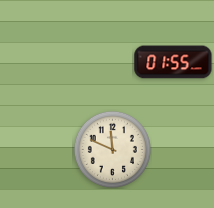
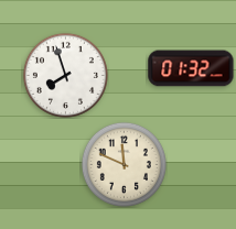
clock at (173, 62): 01:55 -> 01:32
clock at (65, 75): none -> 7:57
